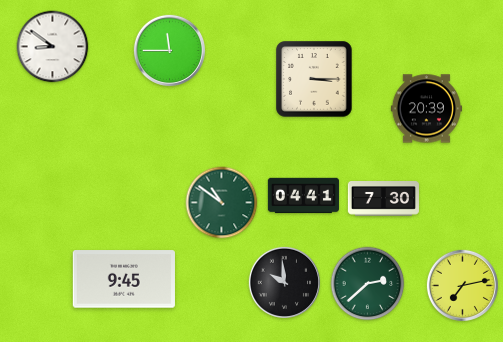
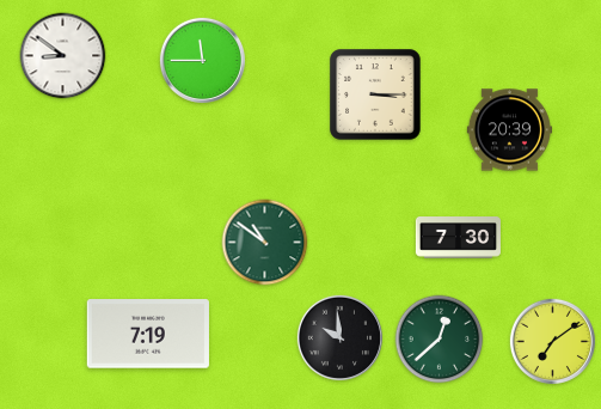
clock at (303, 196): 04:41 -> none
clock at (124, 279): 9:45 -> 7:19
clock at (368, 284): 2:38 -> 12:38
clock at (462, 285): 7:13 -> 7:09
